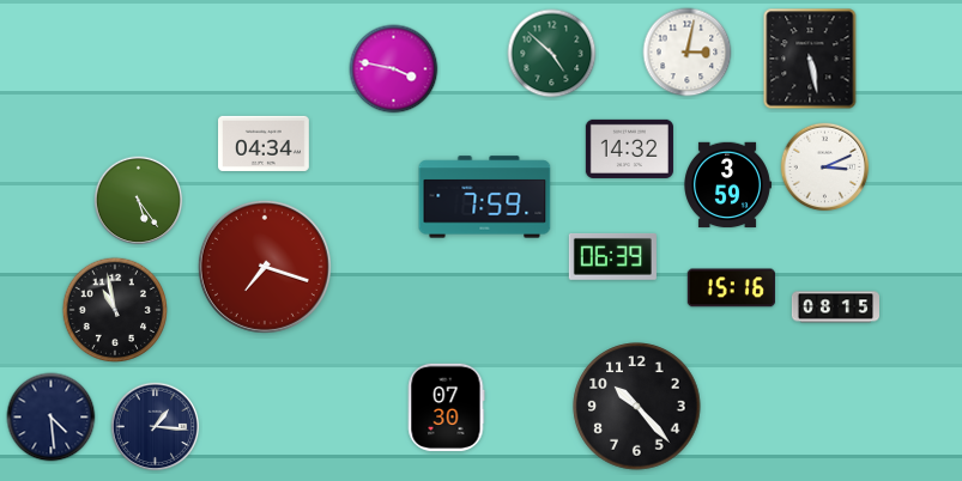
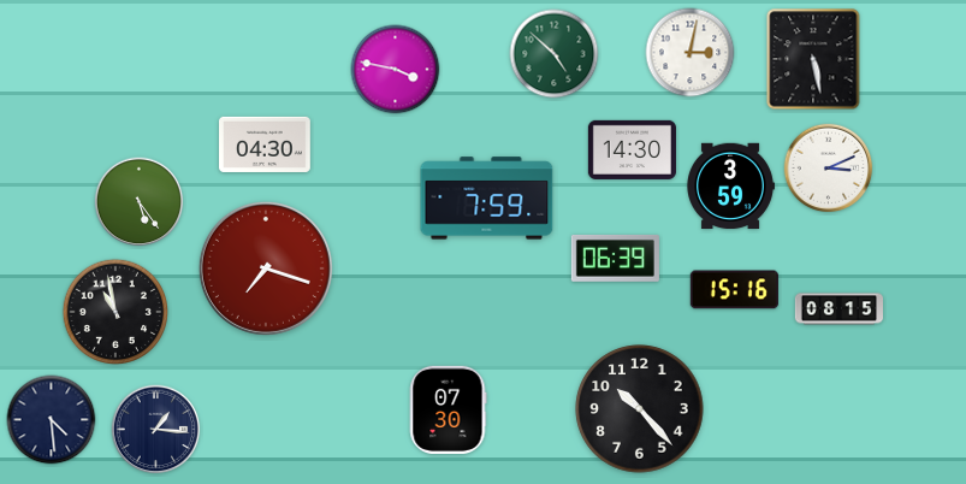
clock at (265, 144): 04:34 -> 04:30
clock at (629, 148): 14:32 -> 14:30
